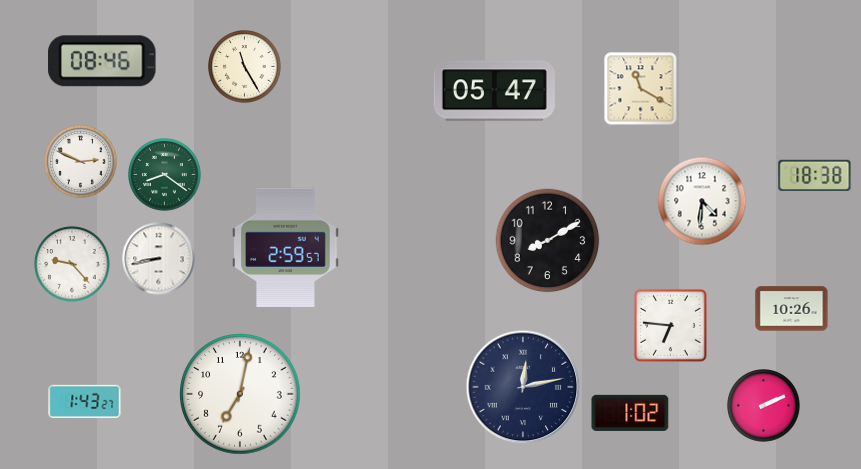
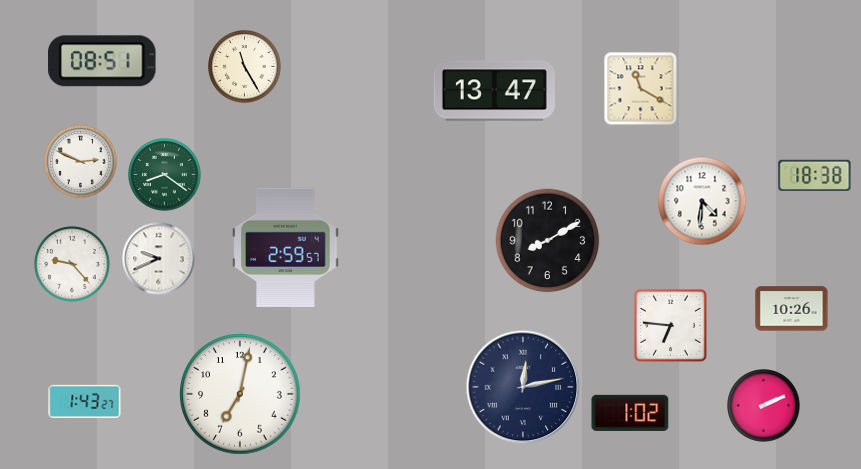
clock at (102, 61): 08:46 -> 08:51
clock at (494, 91): 05:47 -> 13:47
clock at (159, 259): 8:43 -> 9:41
